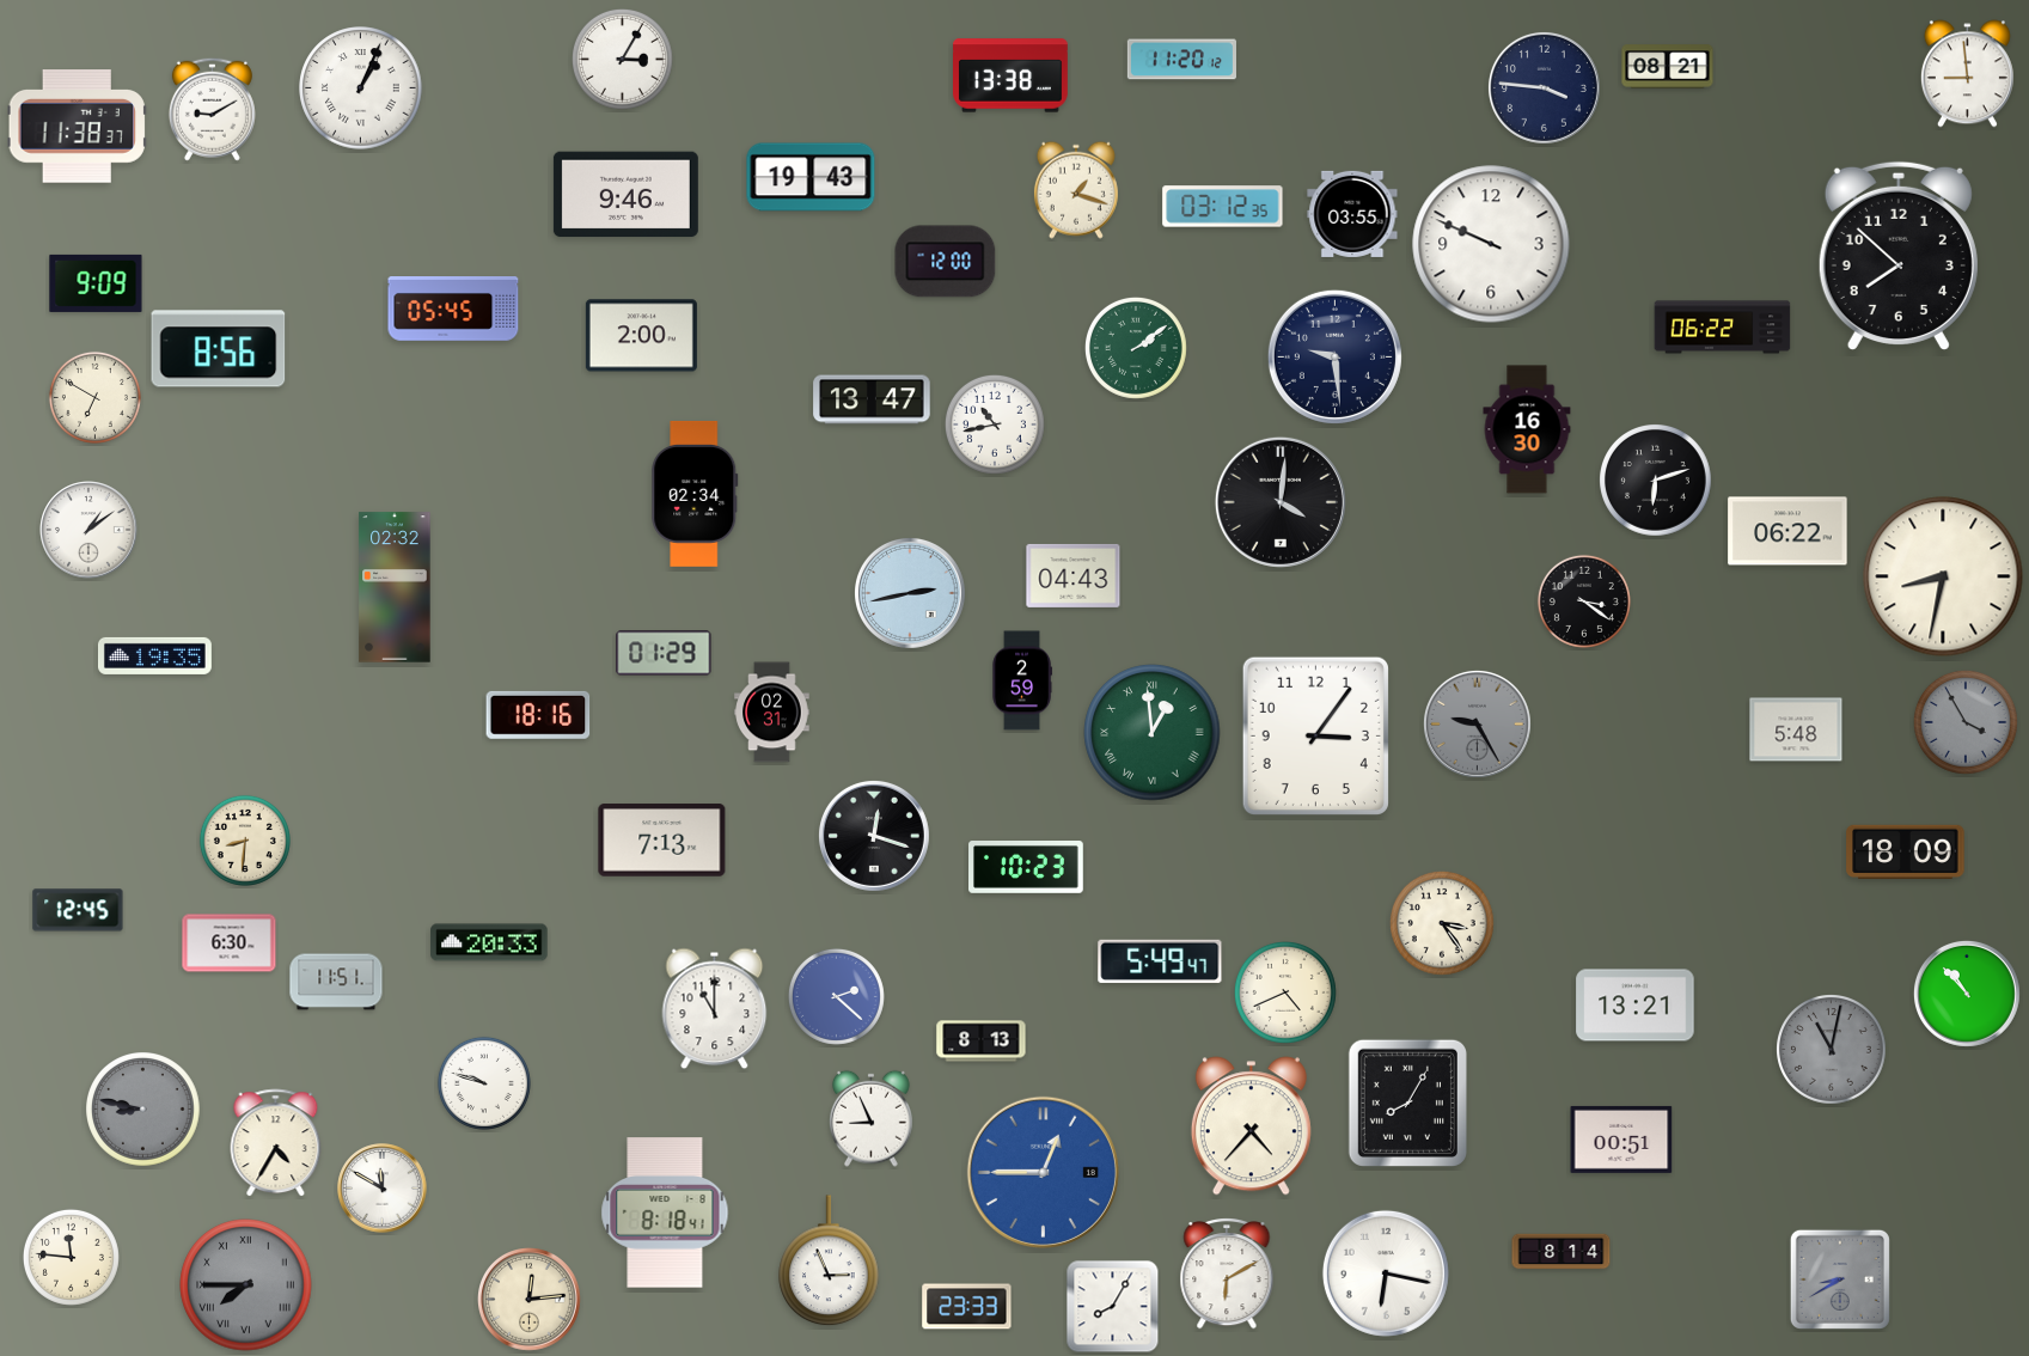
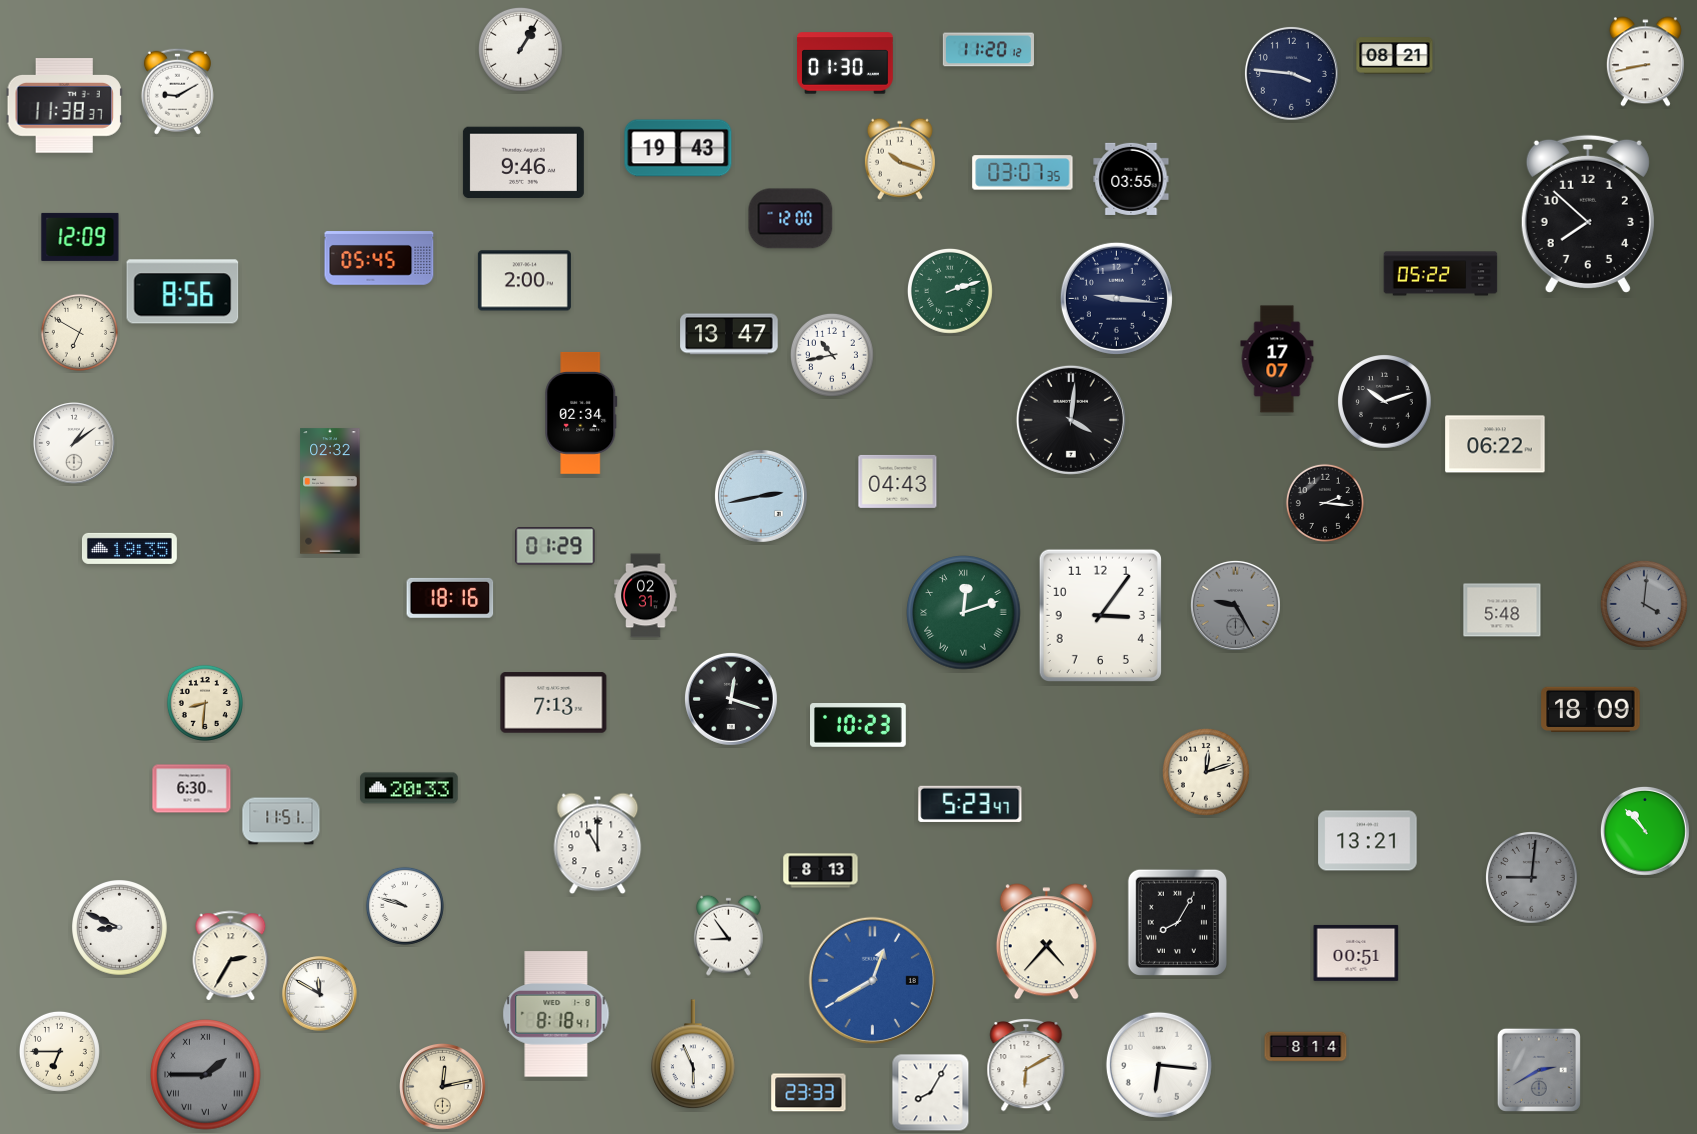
clock at (622, 59): 3:05 -> 1:05
clock at (1967, 74): 8:59 -> 8:43
clock at (1012, 75): 13:38 -> 01:30
clock at (361, 88): 1:04 -> none
clock at (1076, 190): 1:18 -> 10:18
clock at (1223, 207): 03:12 -> 03:07
clock at (1491, 244): 9:49 -> none
clock at (96, 283): 9:09 -> 12:09
clock at (1723, 328): 06:22 -> 05:22
clock at (641, 336) position: (641, 336) -> (524, 281)
clock at (1136, 348): 2:09 -> 2:12
clock at (1334, 356): 9:29 -> 9:16
clock at (1527, 429): 16:30 -> 17:07
clock at (1656, 481): 6:12 -> 10:12
clock at (1943, 576): 8:32 -> none
clock at (1584, 601): 3:21 -> 2:16
clock at (1022, 680): 2:59 -> none
clock at (1966, 722): 3:55 -> 4:01
clock at (1153, 733): 12:59 -> 12:12
clock at (1906, 851) position: (1906, 851) -> (1591, 709)
clock at (78, 910): 12:45 -> none
clock at (1442, 923): 3:24 -> 12:12
clock at (1160, 961): 5:49 -> 5:23
clock at (1285, 992): 4:41 -> none
clock at (836, 996): 2:22 -> none
clock at (1832, 1050): 11:02 -> 9:01
clock at (143, 1110): 8:47 -> 8:49
clock at (143, 1110) dial: grey -> white
clock at (872, 1118): 8:56 -> 8:54
clock at (276, 1143): 4:35 -> 2:35
clock at (1043, 1172): 12:45 -> 12:40
clock at (71, 1257): 11:46 -> 6:45
clock at (829, 1262): 2:56 -> 5:56
clock at (1386, 1273): 6:17 -> 6:16
clock at (1840, 1279): 8:40 -> 2:40
clock at (246, 1285): 7:45 -> 1:45
clock at (530, 1300): 12:14 -> 12:13
